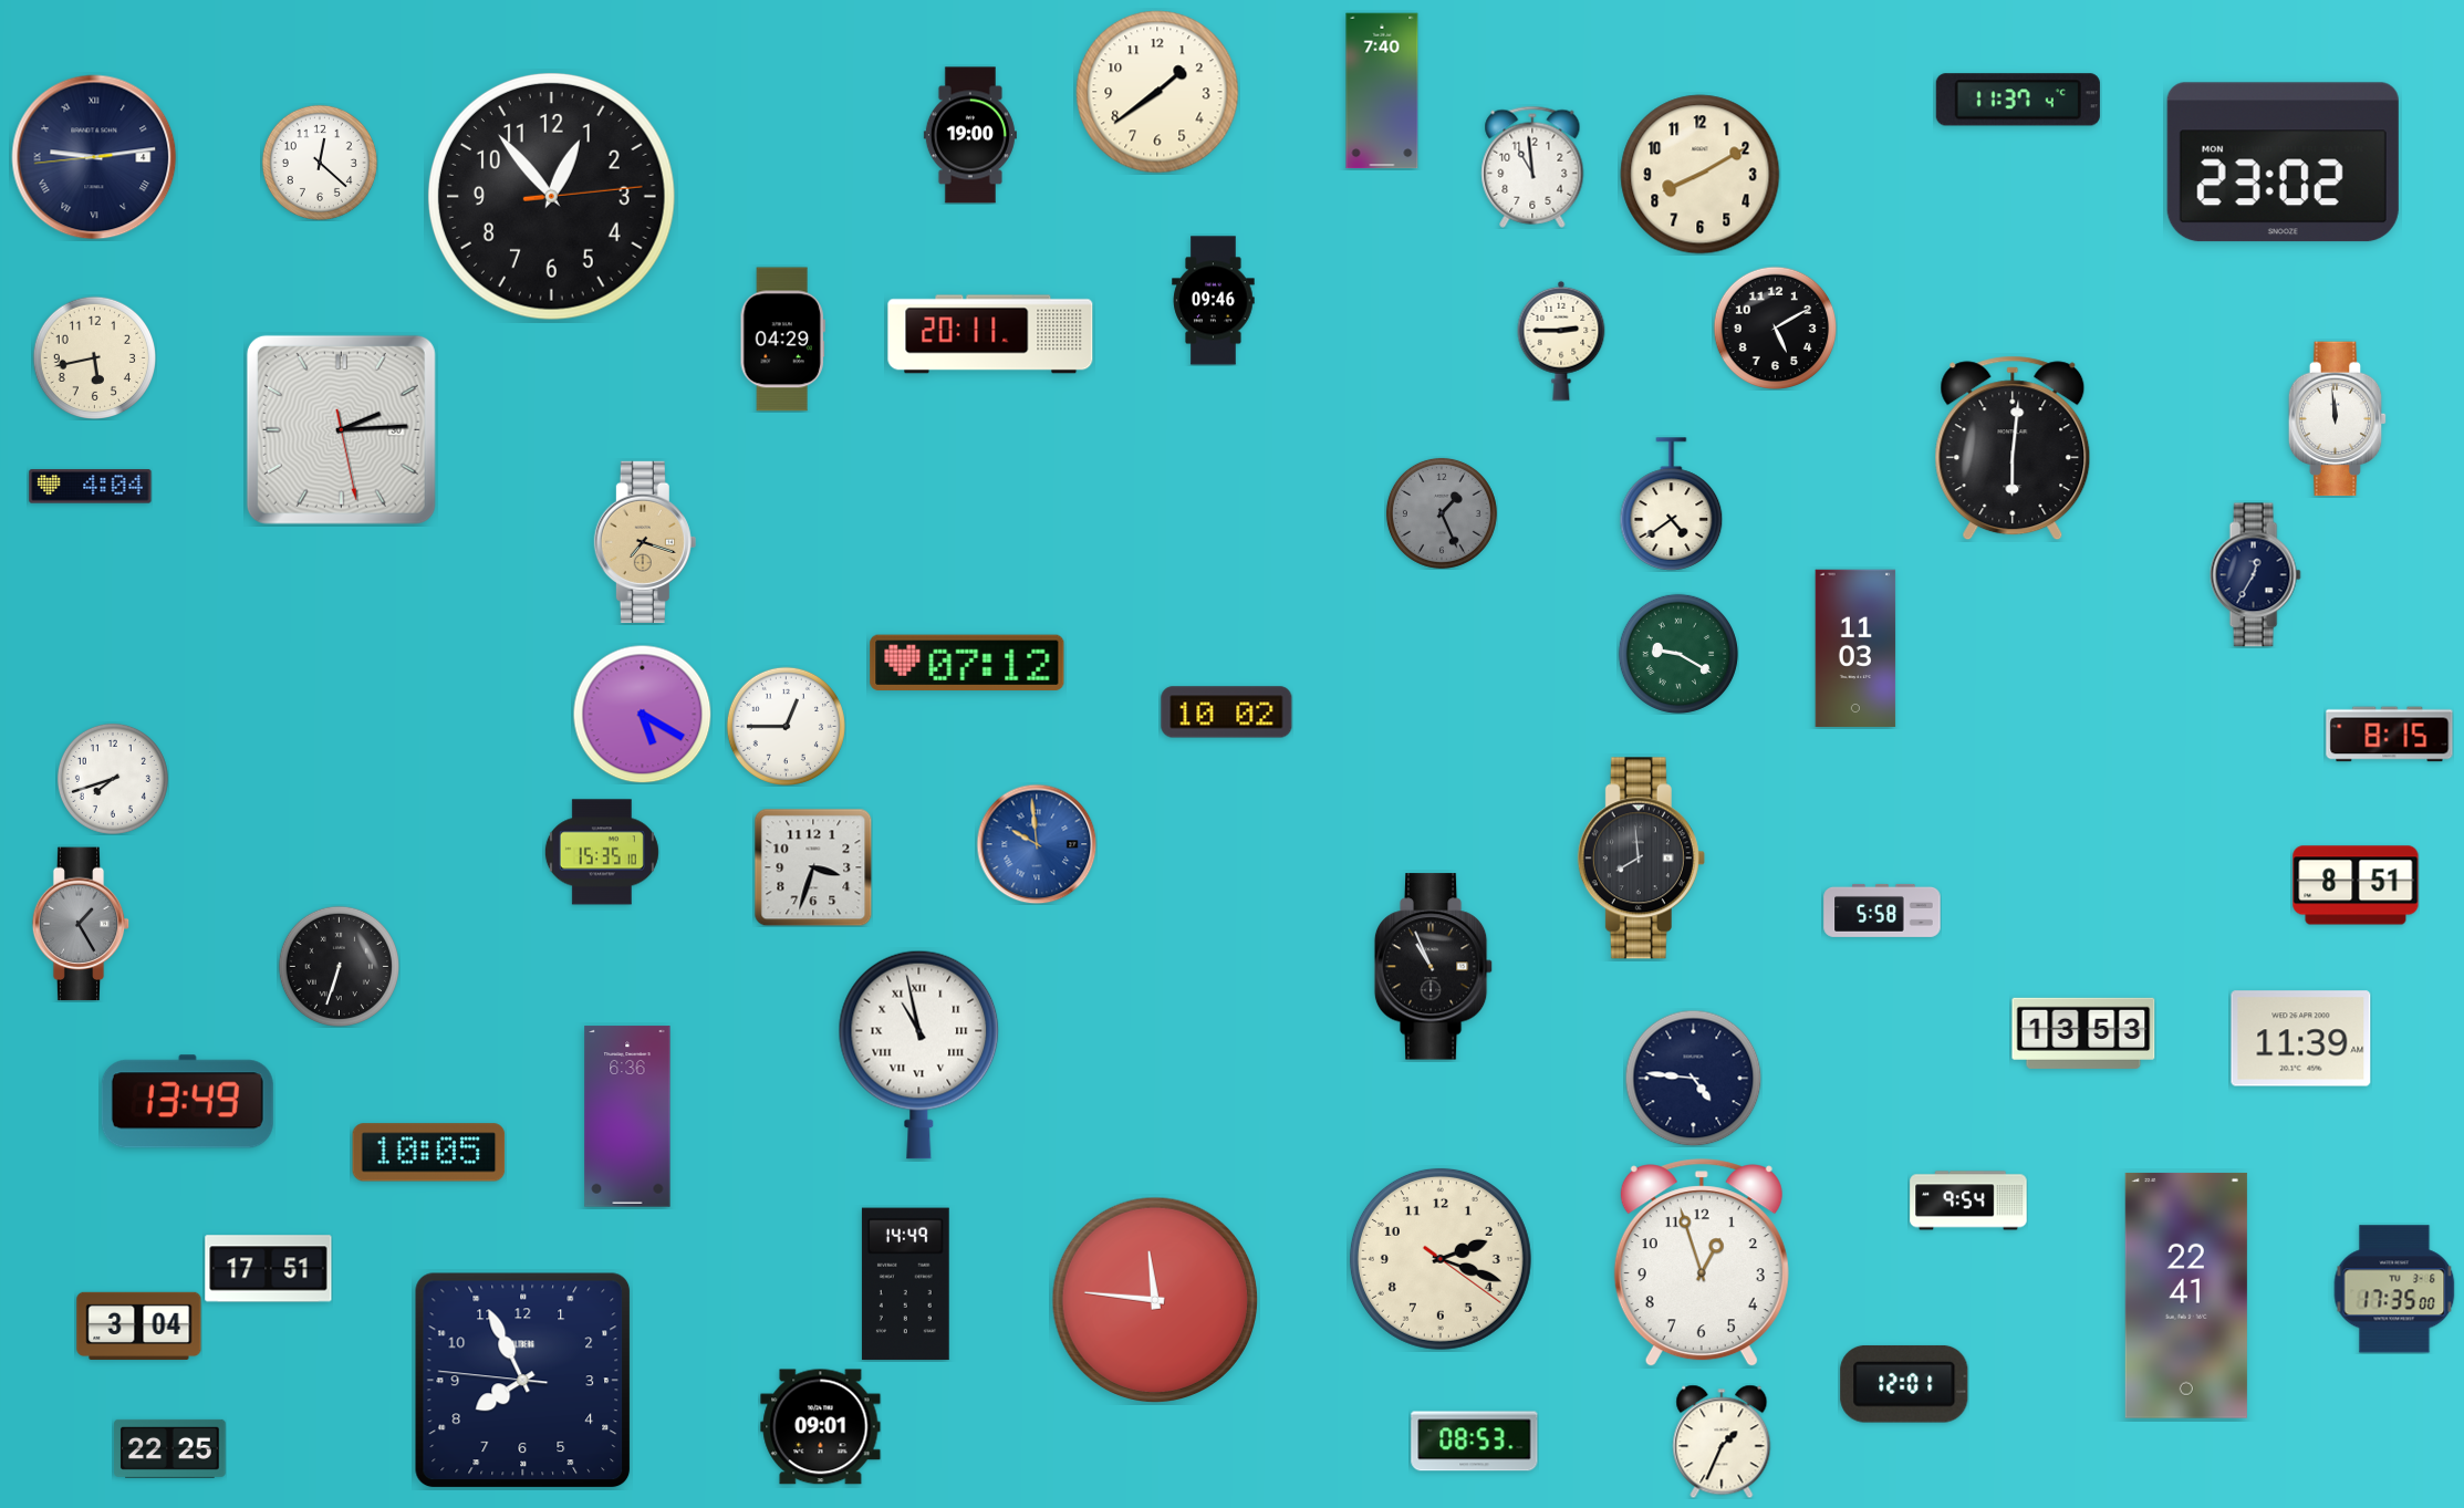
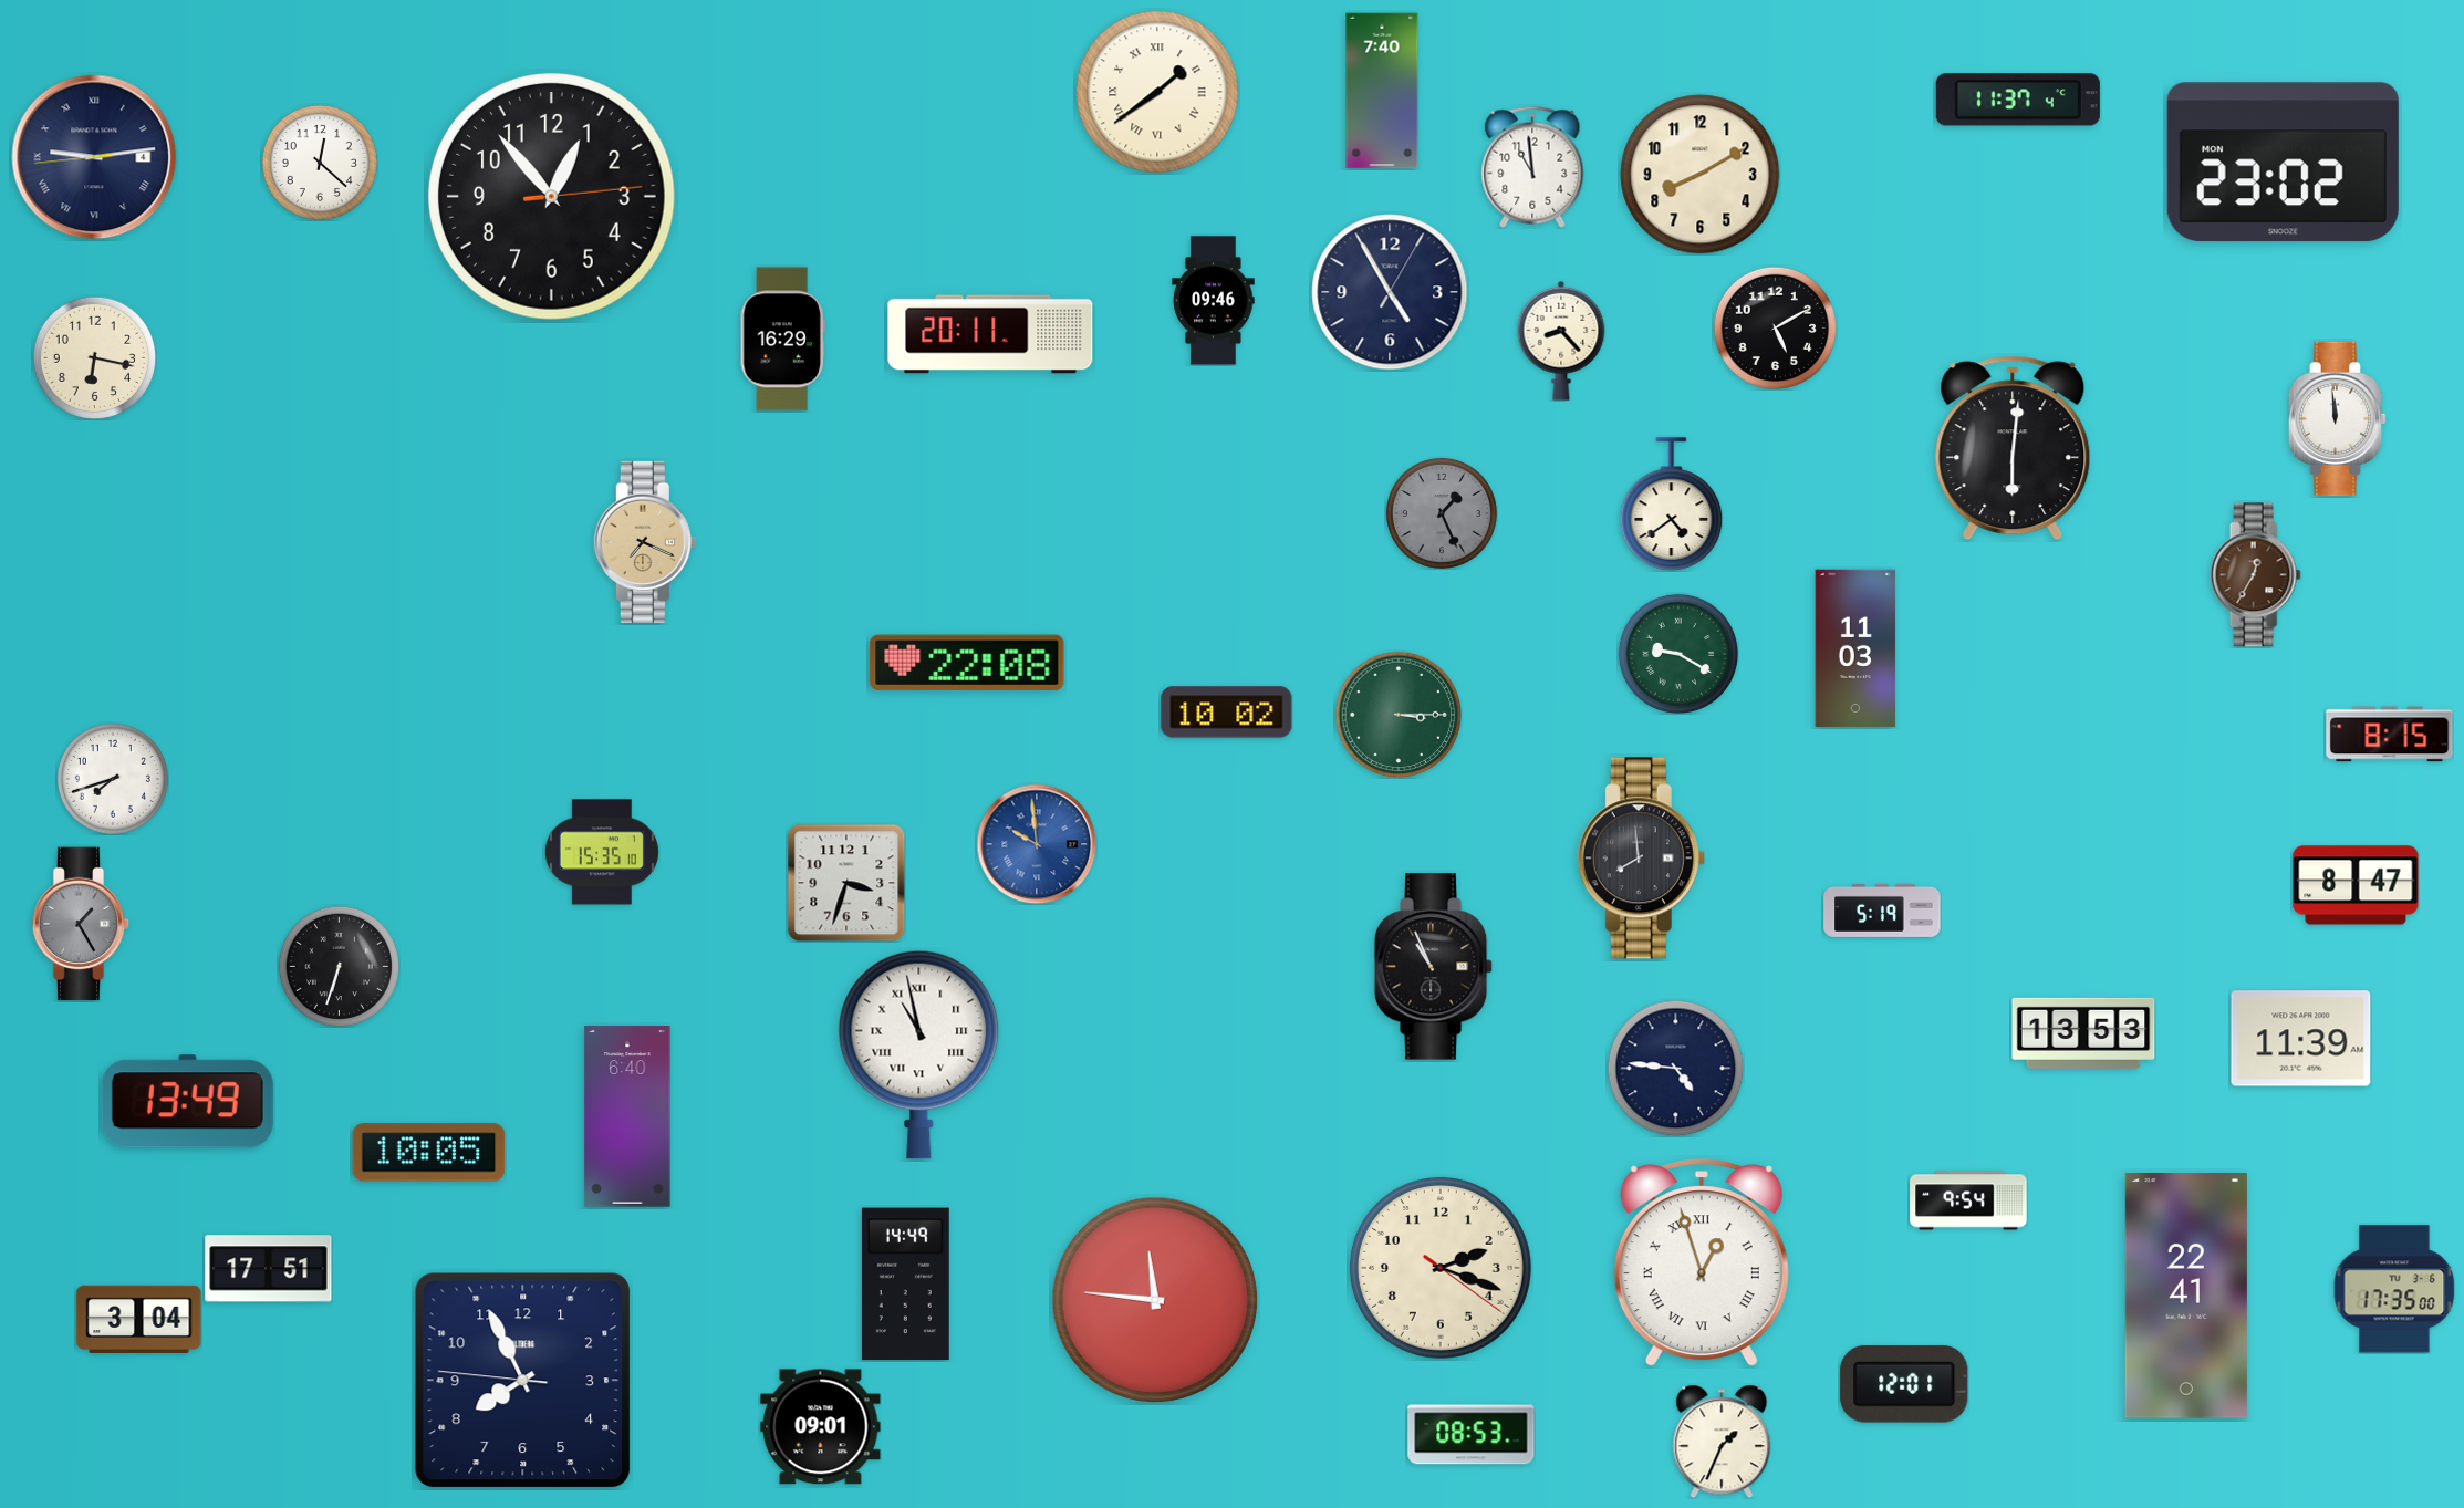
clock at (1157, 92) numerals: Arabic -> Roman
clock at (970, 135): 19:00 -> none
clock at (1390, 292): none -> 4:55
clock at (782, 340): 04:29 -> 16:29
clock at (1561, 341): 2:45 -> 8:23
clock at (94, 357): 5:43 -> 6:17
clock at (341, 429): 2:14 -> none
clock at (91, 487): 4:04 -> none
clock at (645, 542): 7:18 -> 7:19
clock at (2255, 575) dial: navy -> brown
clock at (967, 663): 07:12 -> 22:08
clock at (642, 714): 5:20 -> none
clock at (1399, 715): none -> 3:15
clock at (786, 726): 12:45 -> none
clock at (813, 867) position: (813, 867) -> (846, 883)
clock at (2356, 885): 8:51 -> 8:47
clock at (1882, 911): 5:58 -> 5:19
clock at (1693, 1078) position: (1693, 1078) -> (1675, 1068)
clock at (627, 1116): 6:36 -> 6:40
clock at (1441, 1259) position: (1441, 1259) -> (1441, 1268)
clock at (1702, 1263) numerals: Arabic -> Roman
clock at (139, 1325) position: (139, 1325) -> (139, 1319)
clock at (1475, 1442) position: (1475, 1442) -> (1472, 1435)
clock at (170, 1448): 22:25 -> none
